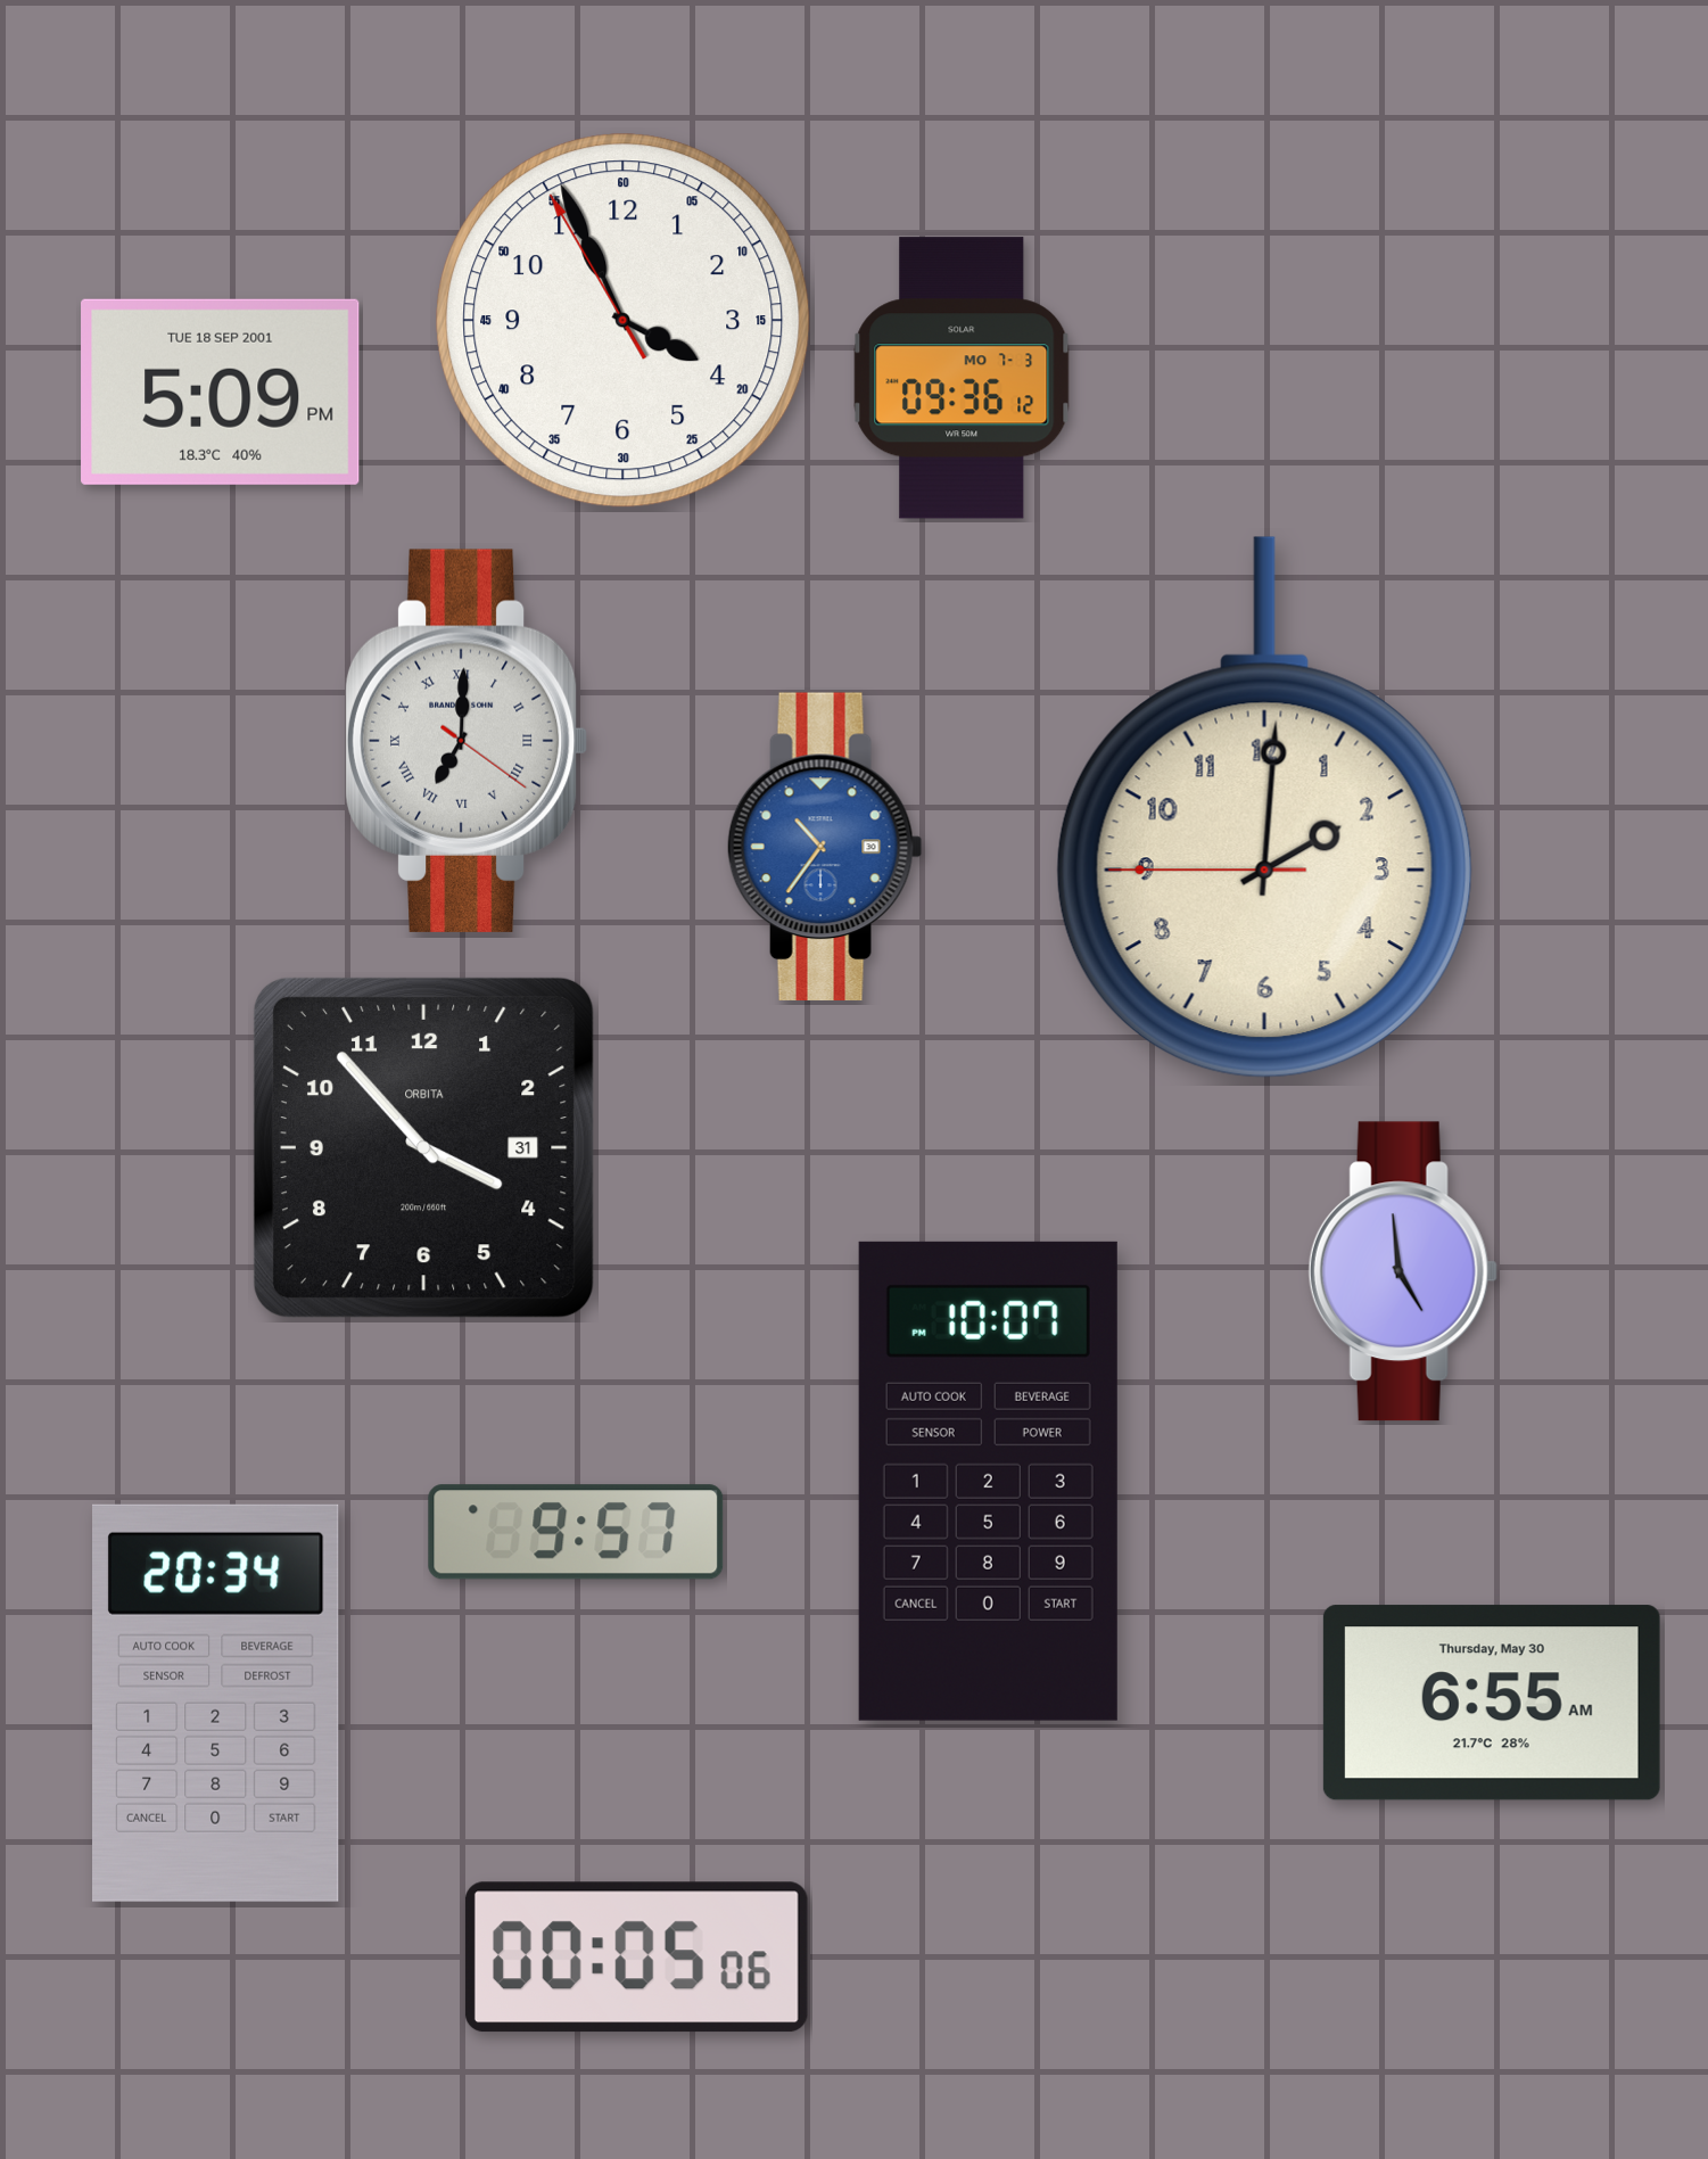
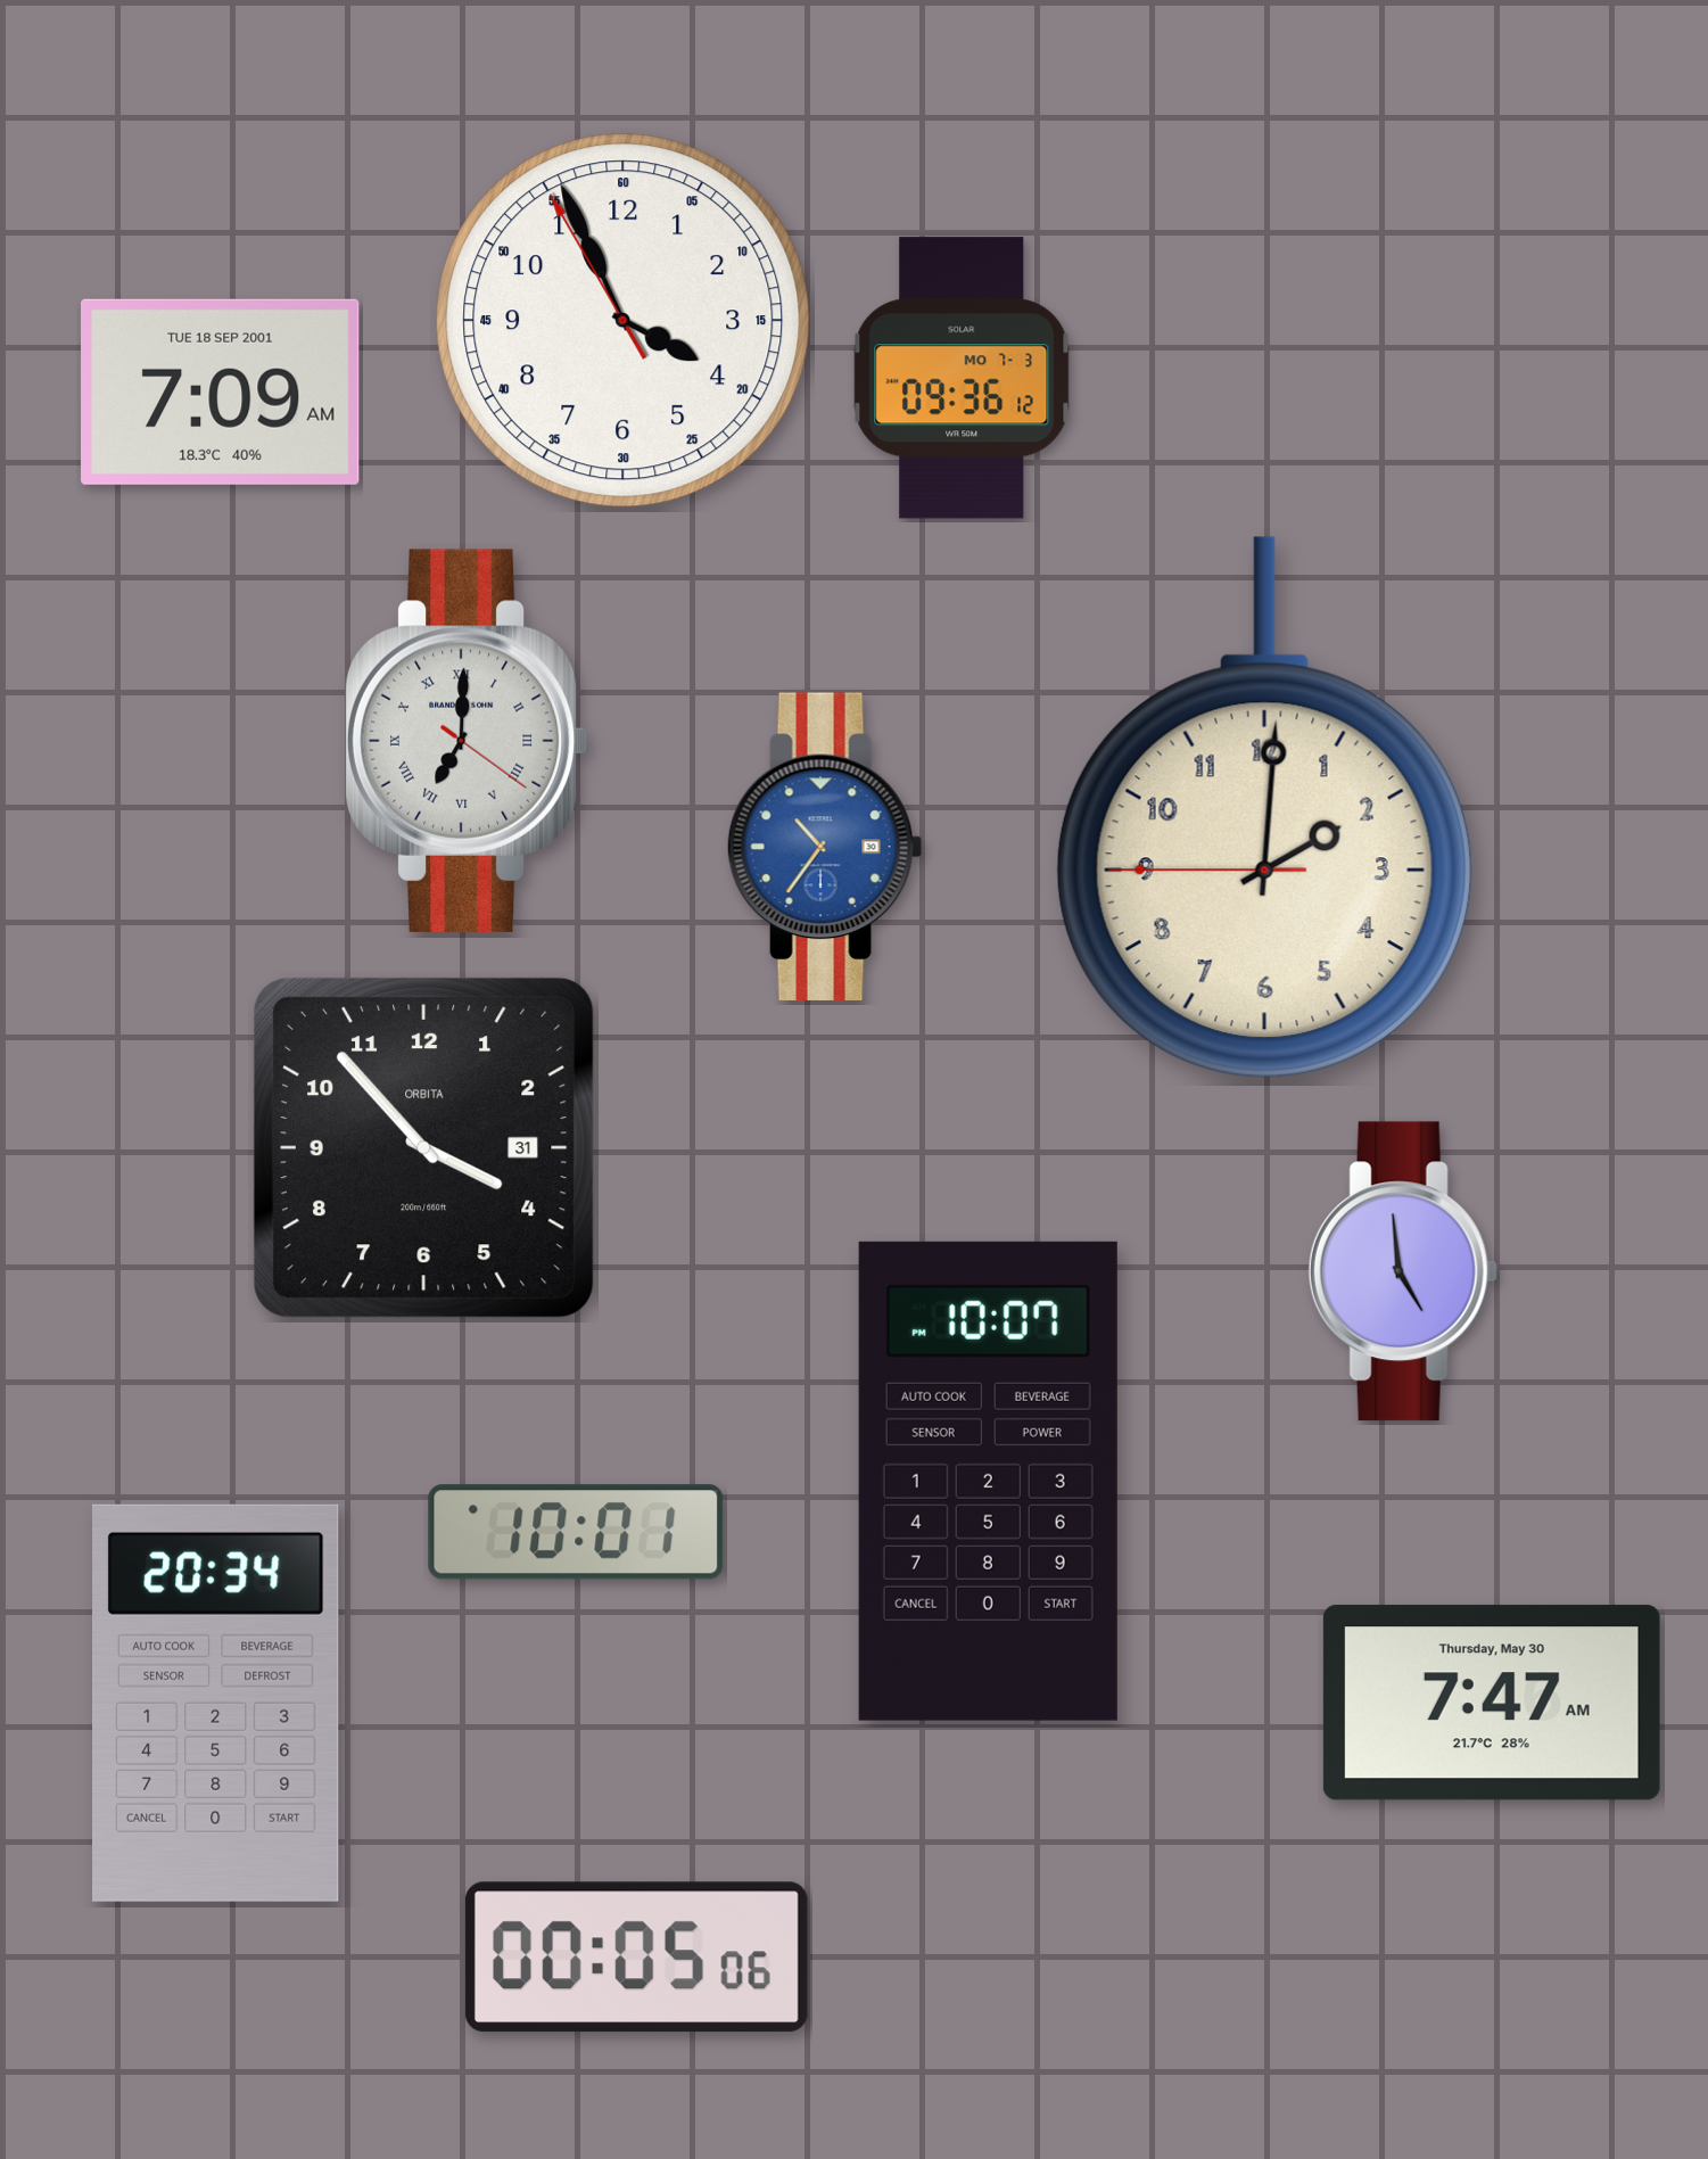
clock at (221, 392): 5:09 -> 7:09
clock at (576, 1532): 9:57 -> 10:01
clock at (1492, 1703): 6:55 -> 7:47
